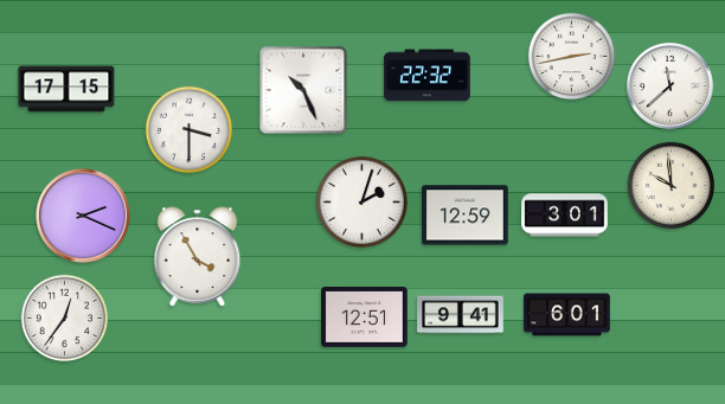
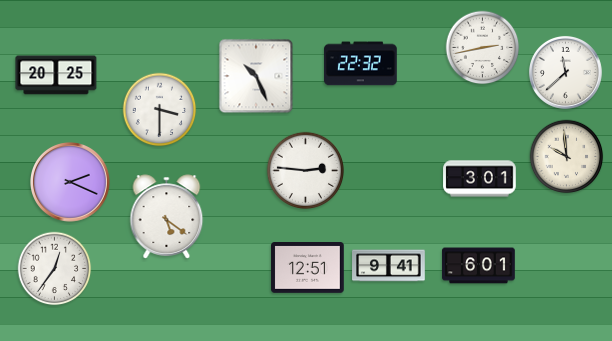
clock at (66, 89): 17:15 -> 20:25
clock at (361, 201): 2:03 -> 2:46
clock at (466, 216): 12:59 -> none
clock at (565, 216) position: (565, 216) -> (480, 179)
clock at (198, 257): 3:55 -> 5:21
